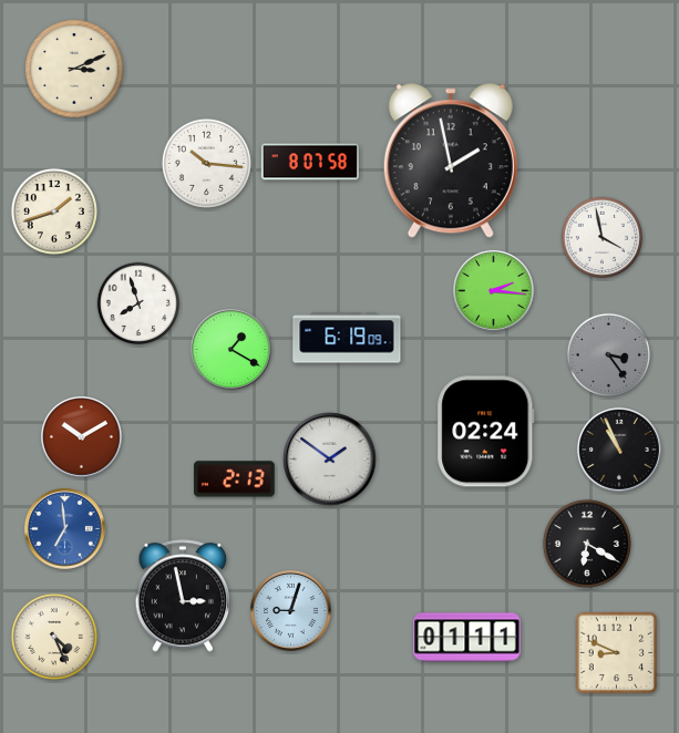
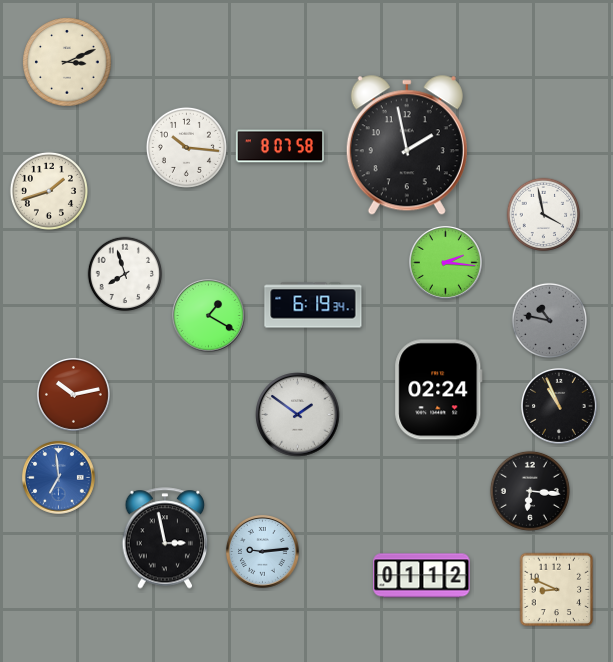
clock at (347, 338): 6:19:09 -> 6:19:34
clock at (608, 354): 3:24 -> 10:47
clock at (81, 436): 10:10 -> 10:13
clock at (235, 479): 2:13 -> none
clock at (587, 544): 6:20 -> 6:16
clock at (290, 610): 9:03 -> 9:14
clock at (54, 637): 4:26 -> none
clock at (467, 638): 01:11 -> 01:12
